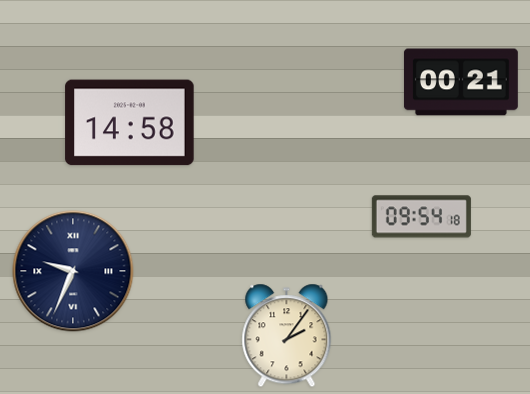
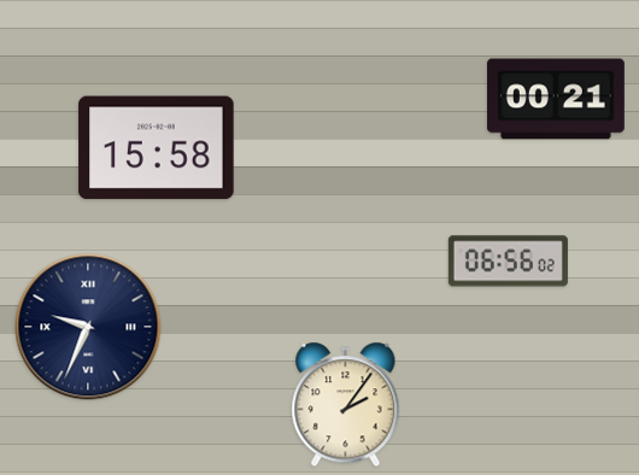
clock at (130, 123): 14:58 -> 15:58
clock at (421, 217): 09:54 -> 06:56
